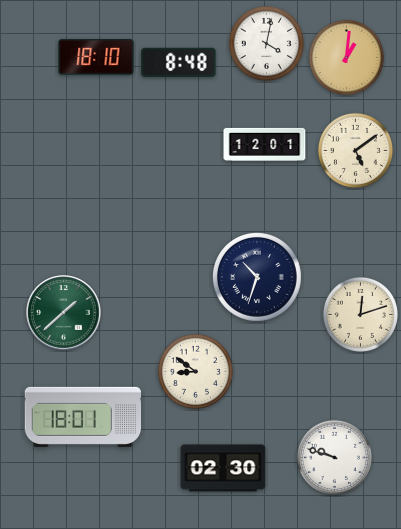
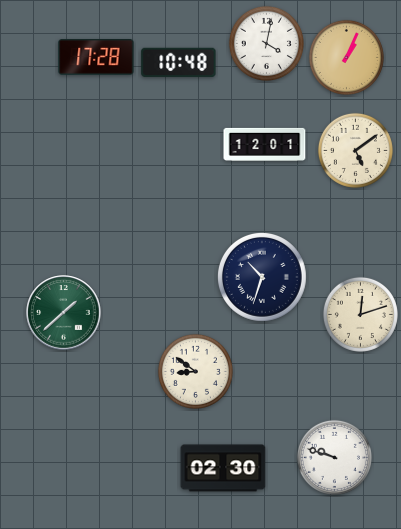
clock at (346, 57): 1:01 -> 1:04
clock at (96, 58): 18:10 -> 17:28
clock at (179, 62): 8:48 -> 10:48
clock at (257, 277) position: (257, 277) -> (262, 277)
clock at (83, 417): 18:01 -> none
